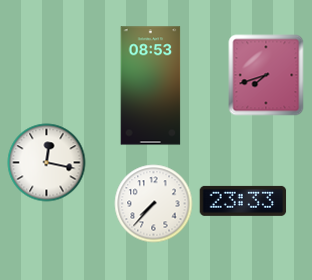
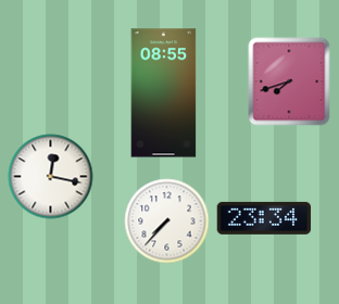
clock at (151, 86): 08:53 -> 08:55
clock at (243, 201): 23:33 -> 23:34
